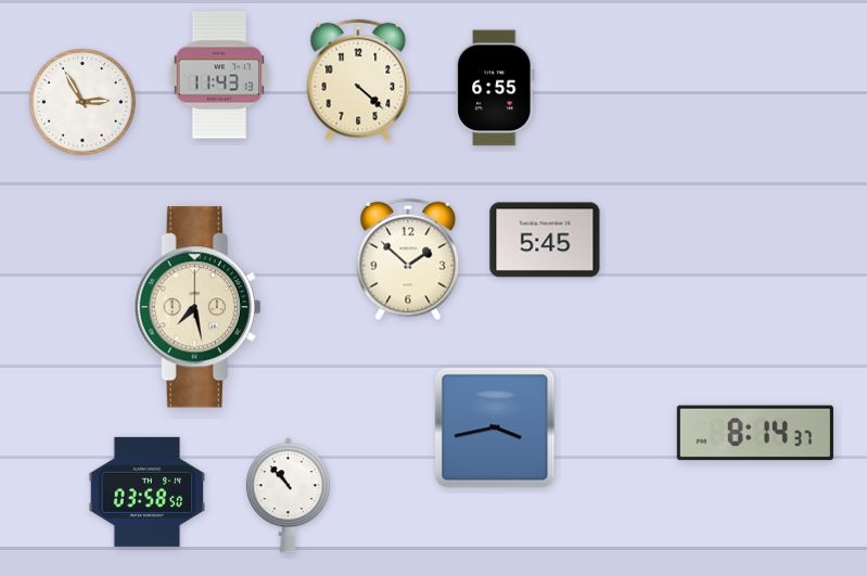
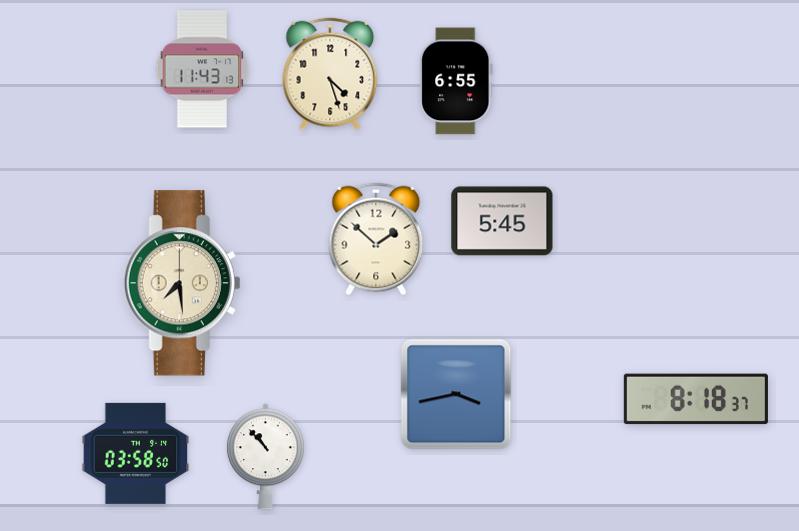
clock at (358, 80): 4:22 -> 4:27
clock at (82, 102): 2:55 -> none
clock at (197, 307): 7:28 -> 7:29
clock at (755, 433): 8:14 -> 8:18
